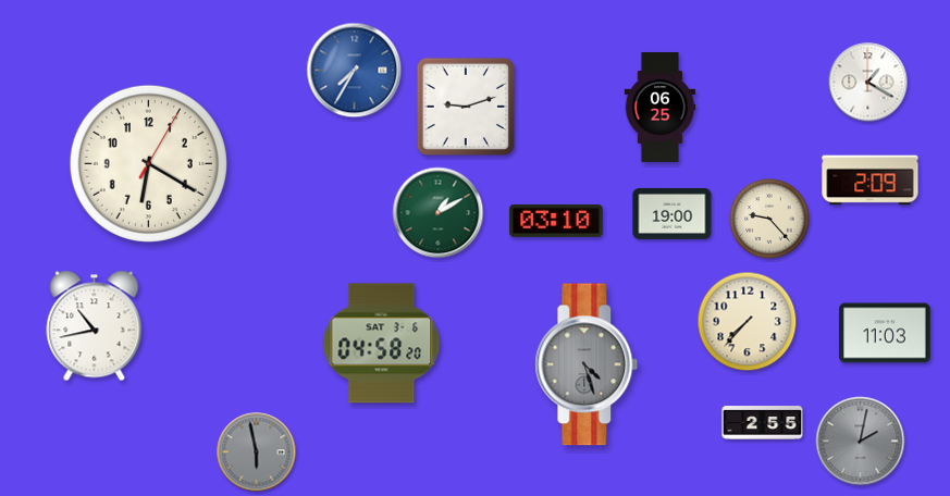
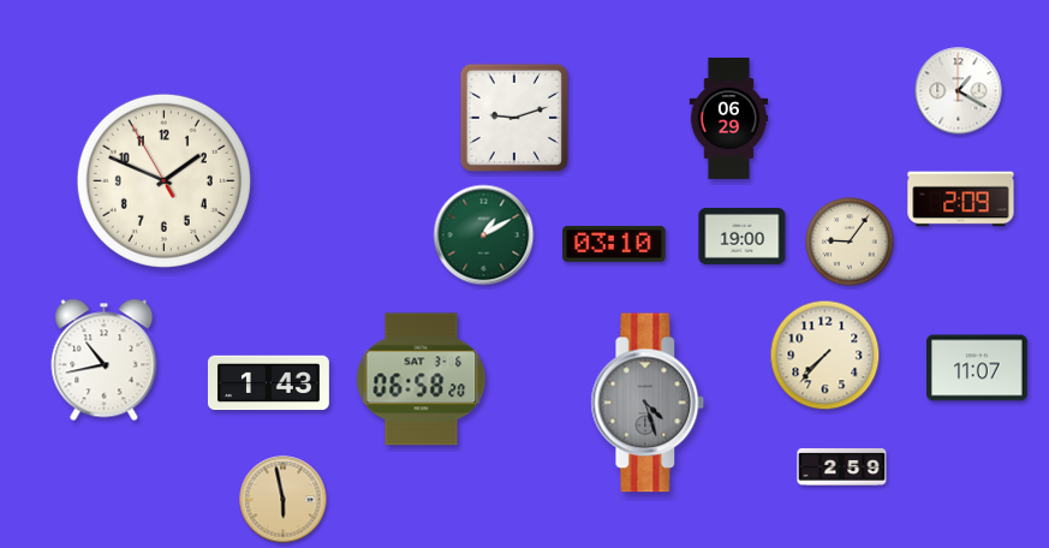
clock at (355, 71): 7:35 -> none
clock at (661, 107): 06:25 -> 06:29
clock at (148, 163): 6:20 -> 1:48
clock at (769, 219): 9:23 -> 9:06
clock at (886, 333): 11:03 -> 11:07
clock at (382, 344): 04:58 -> 06:58
clock at (268, 383): none -> 1:43
clock at (763, 423): 2:55 -> 2:59
clock at (861, 442): 2:02 -> none
clock at (257, 452) dial: grey -> champagne
